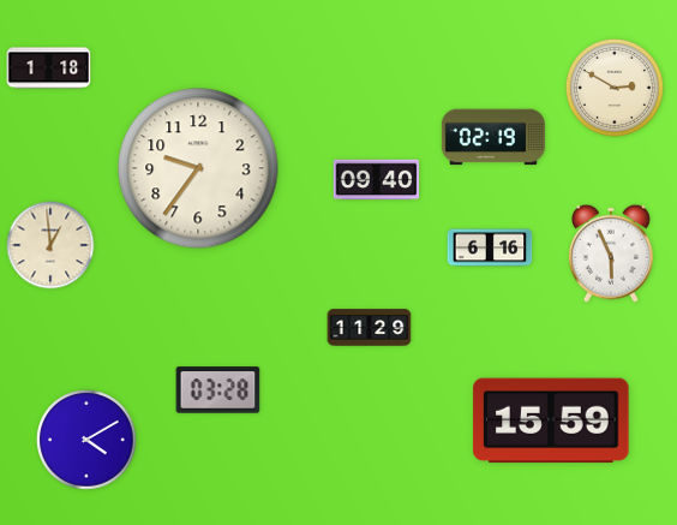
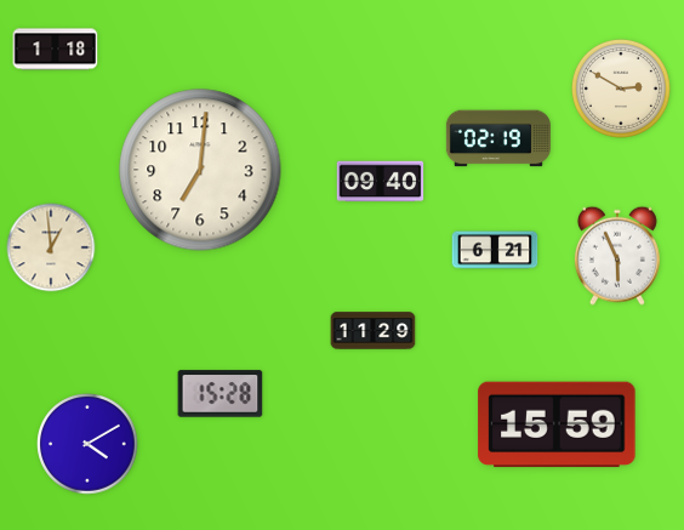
clock at (49, 68) position: (49, 68) -> (56, 50)
clock at (198, 168): 9:36 -> 7:01
clock at (490, 247): 6:16 -> 6:21
clock at (218, 390): 03:28 -> 15:28
